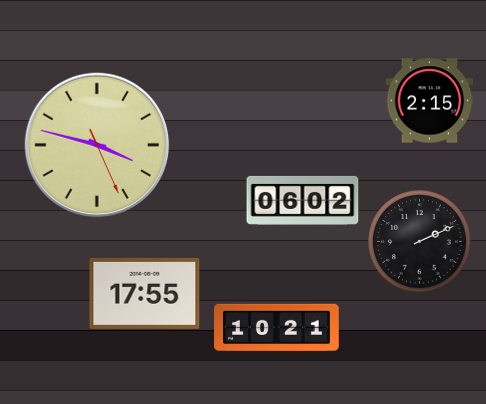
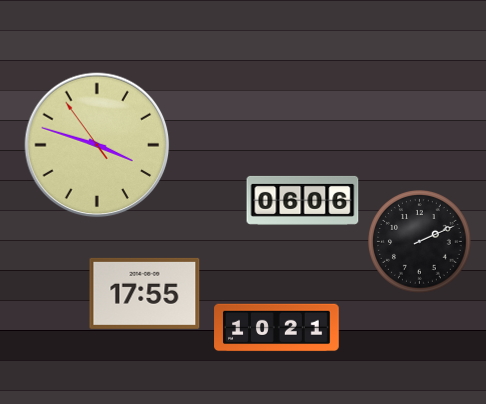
clock at (430, 101): 2:15 -> none
clock at (97, 145): 3:47:26 -> 3:47:54
clock at (303, 200): 06:02 -> 06:06
